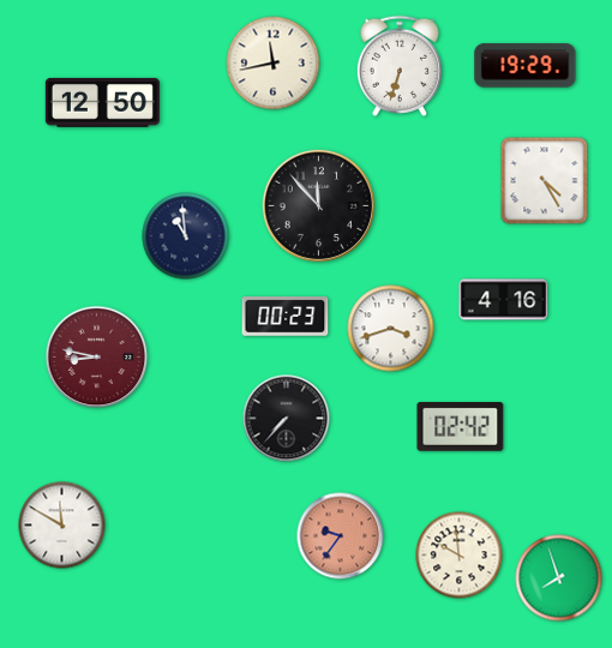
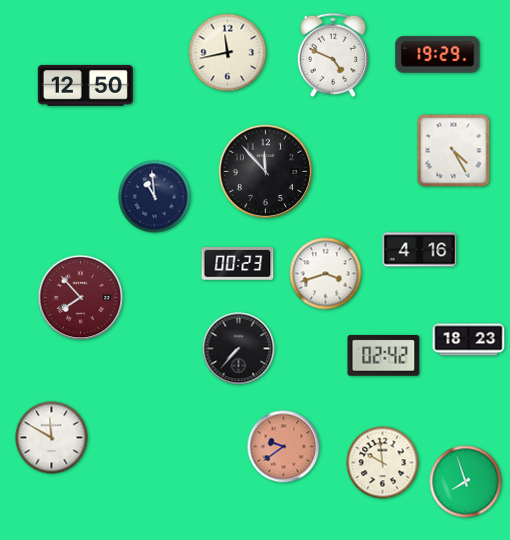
clock at (400, 66): 6:33 -> 4:49
clock at (97, 358): 8:47 -> 7:53
clock at (469, 340): none -> 18:23
clock at (341, 536): 9:36 -> 9:39
